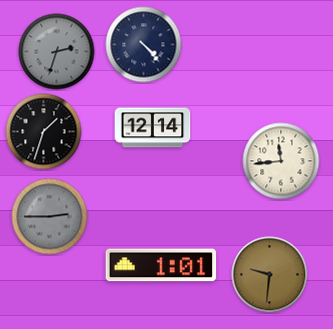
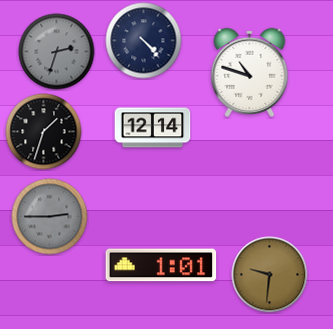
clock at (144, 45) position: (144, 45) -> (144, 41)
clock at (250, 72): none -> 10:48
clock at (281, 161): 11:44 -> none
